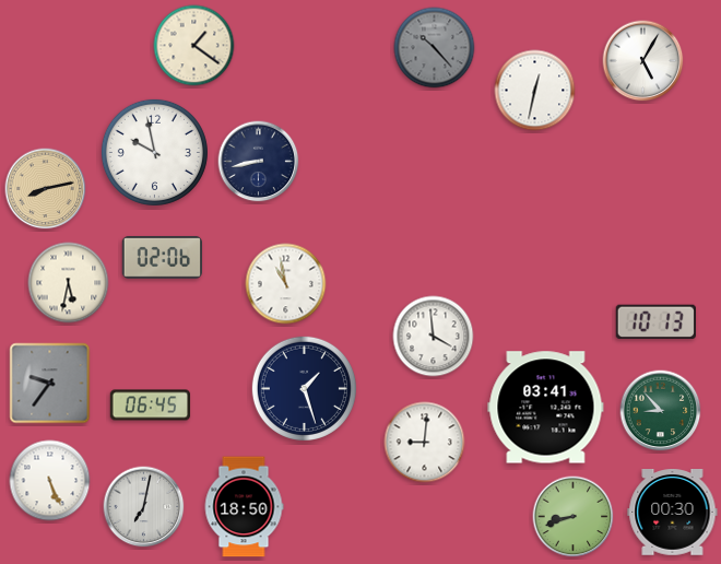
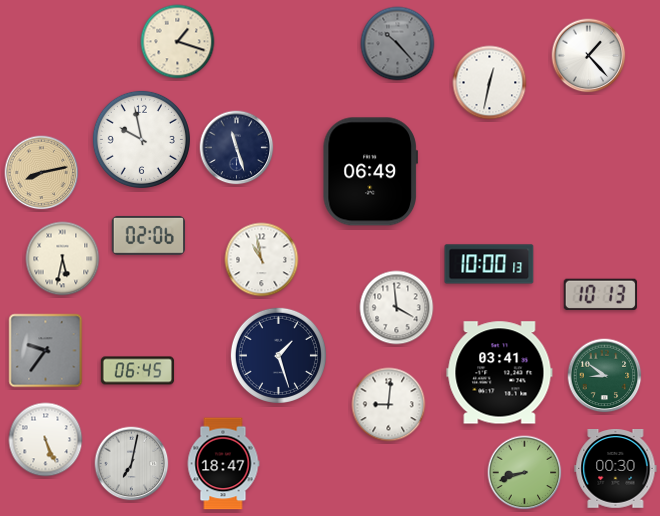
clock at (194, 46): 1:21 -> 1:18
clock at (643, 61): 5:05 -> 1:23
clock at (259, 162): 8:43 -> 11:27
clock at (370, 172): none -> 06:49
clock at (489, 264): none -> 10:00
clock at (661, 411): 8:53 -> 8:51
clock at (244, 507): 18:50 -> 18:47
